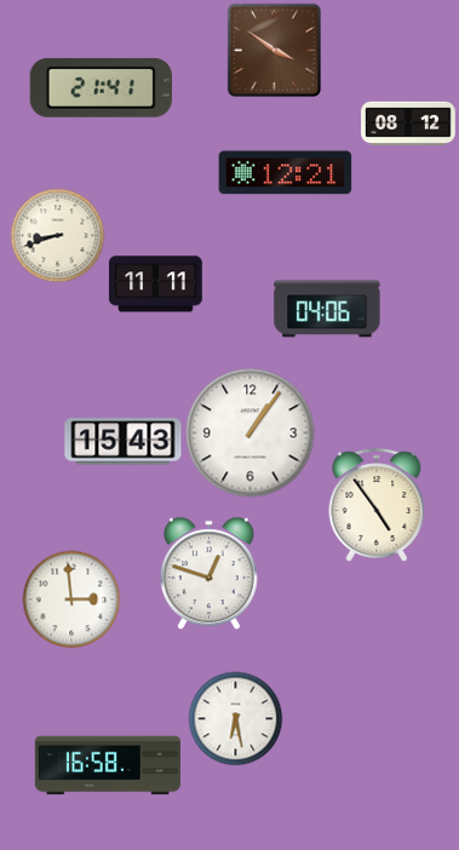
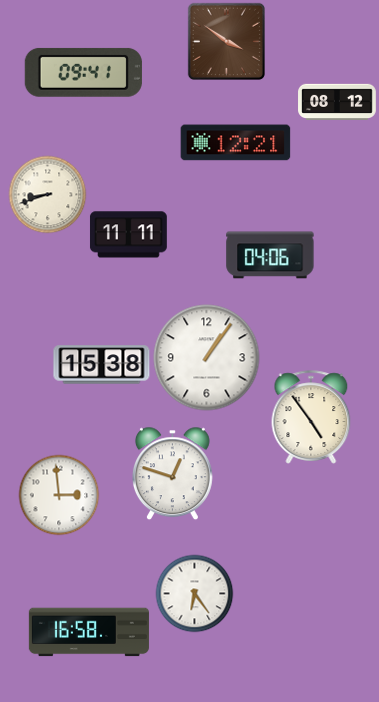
clock at (101, 87): 21:41 -> 09:41
clock at (124, 442): 15:43 -> 15:38
clock at (235, 718): 6:28 -> 6:24
